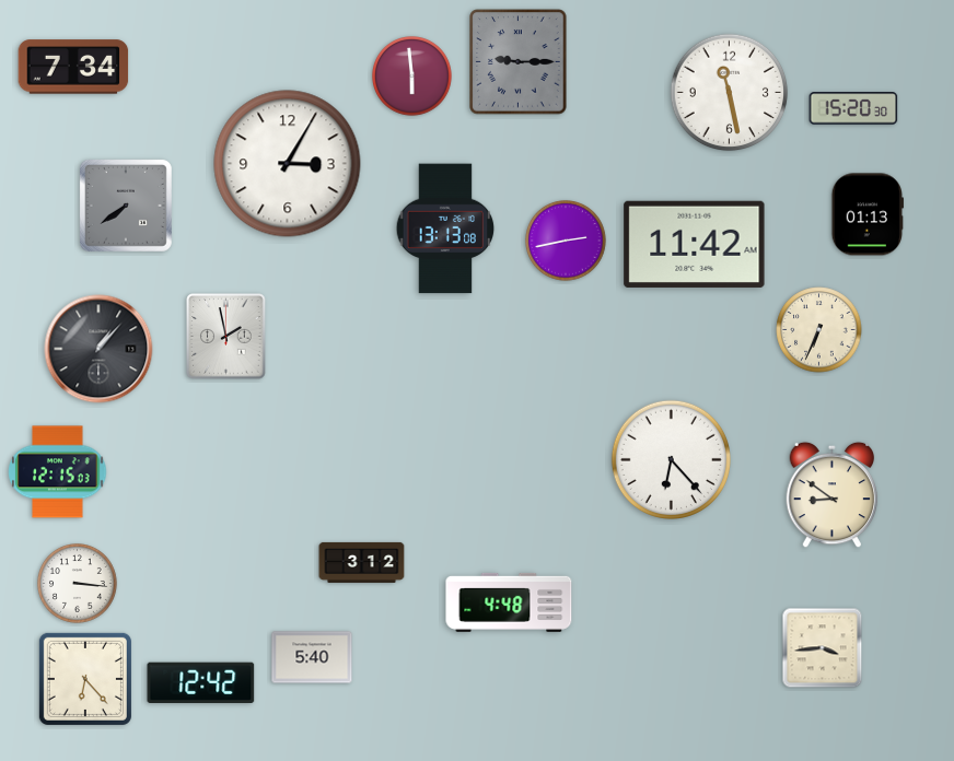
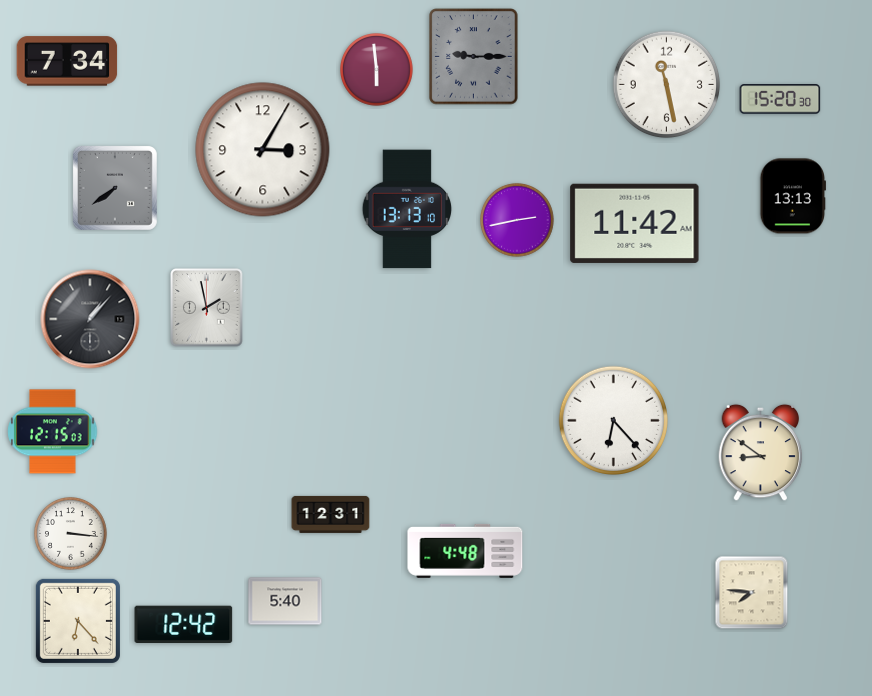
clock at (866, 214): 01:13 -> 13:13
clock at (445, 229): 13:13:08 -> 13:13:10
clock at (819, 330): 6:34 -> none
clock at (362, 562): 3:12 -> 12:31
clock at (823, 648): 3:44 -> 7:46
